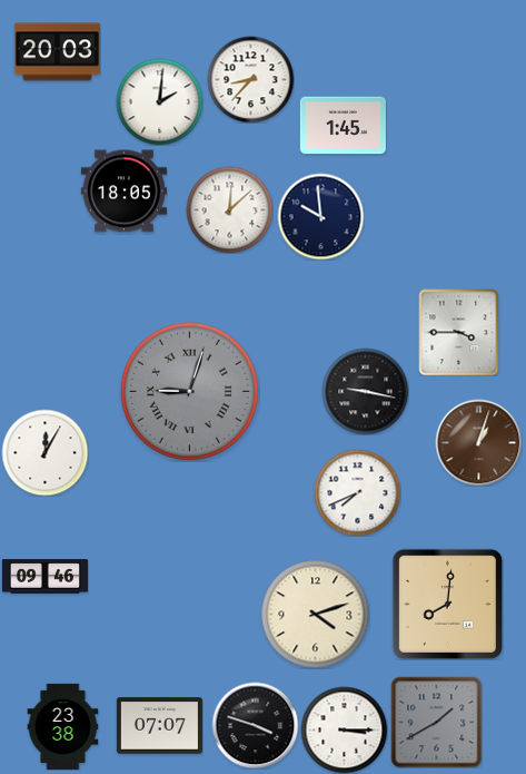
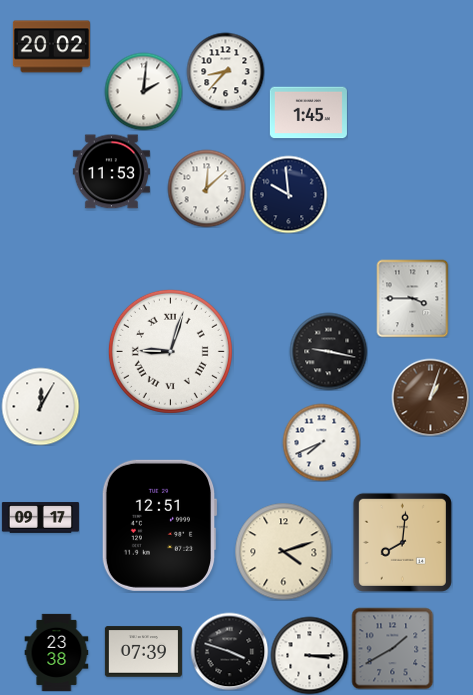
clock at (57, 52): 20:03 -> 20:02
clock at (123, 192): 18:05 -> 11:53
clock at (189, 391) dial: grey -> white
clock at (44, 577): 09:46 -> 09:17
clock at (159, 525): none -> 12:51
clock at (159, 726): 07:07 -> 07:39
